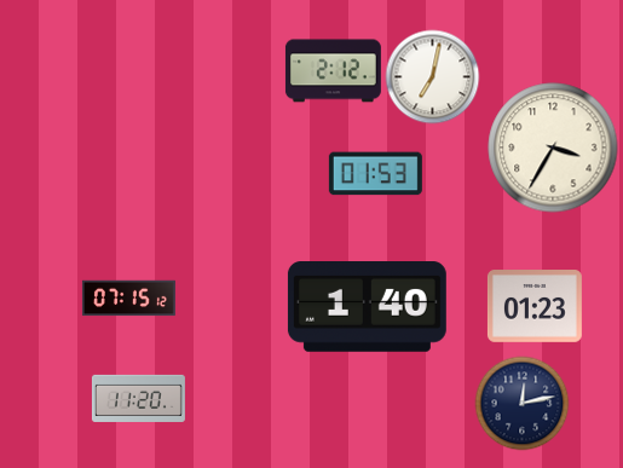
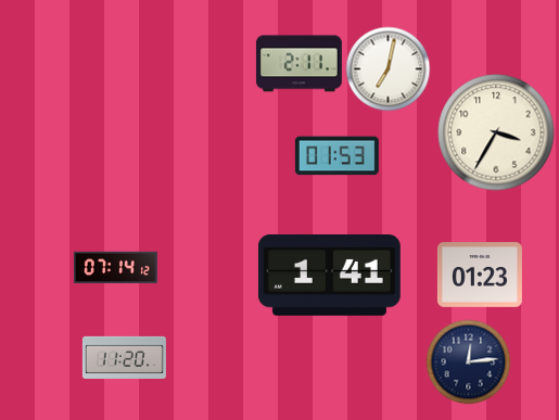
clock at (333, 71): 2:12 -> 2:11
clock at (128, 299): 07:15 -> 07:14
clock at (367, 307): 1:40 -> 1:41
clock at (521, 403): 12:13 -> 12:14
